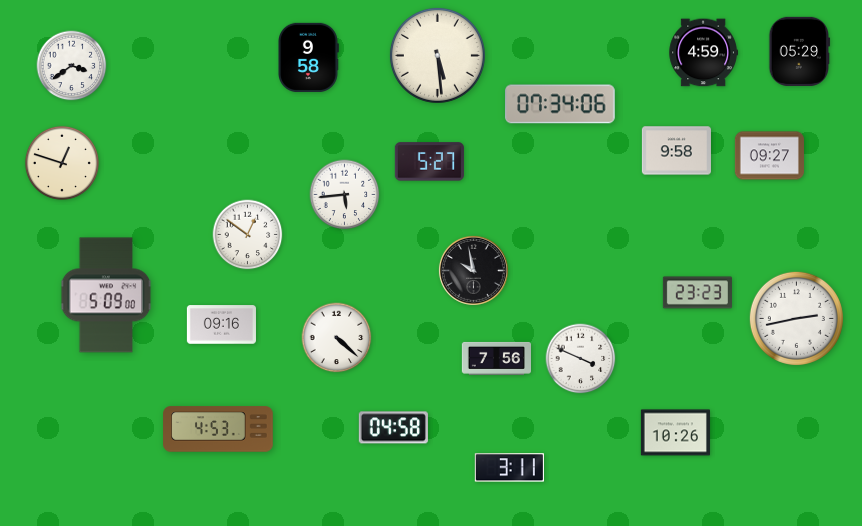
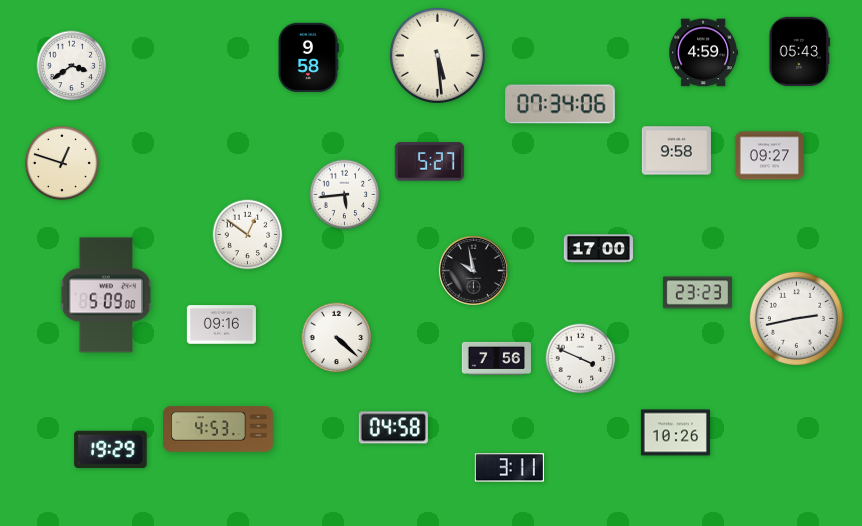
clock at (800, 51): 05:29 -> 05:43
clock at (598, 249): none -> 17:00
clock at (111, 450): none -> 19:29
